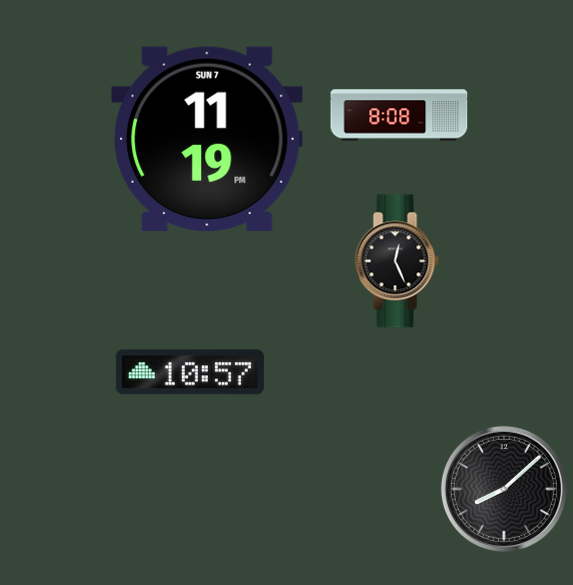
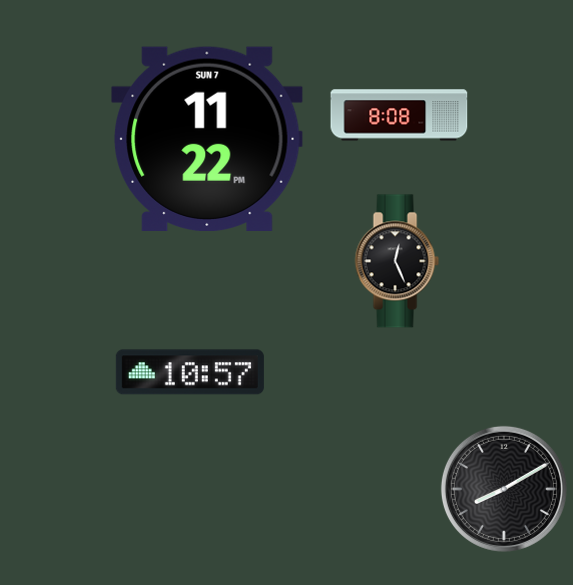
clock at (207, 139): 11:19 -> 11:22
clock at (504, 489): 8:08 -> 8:10
